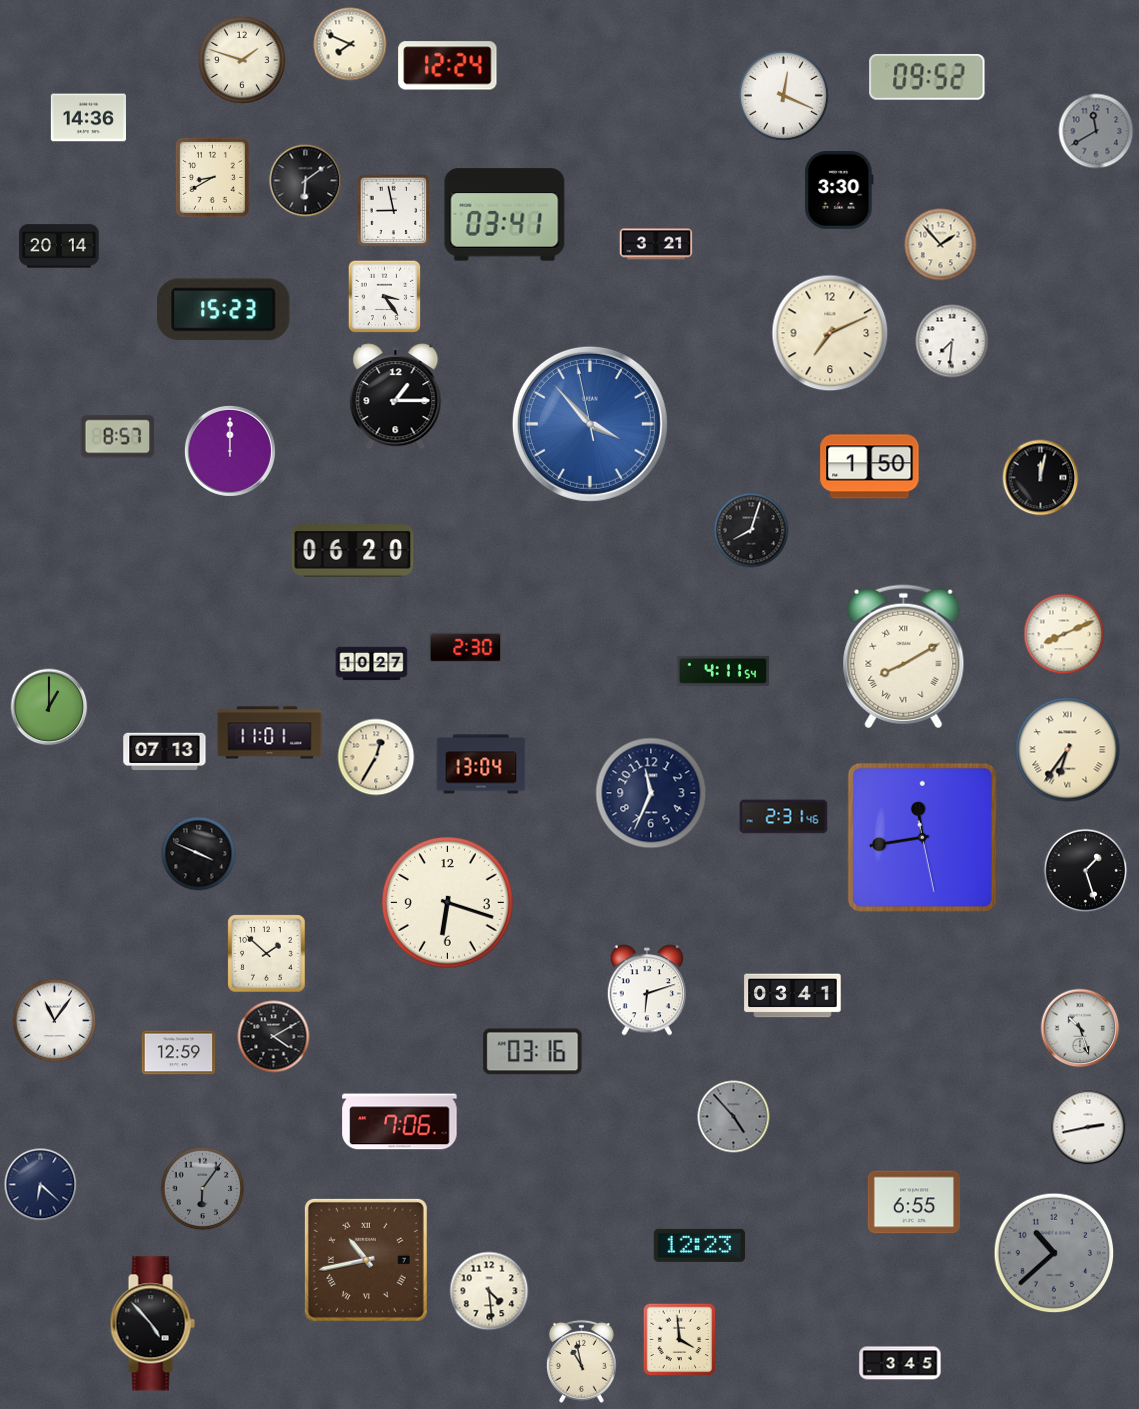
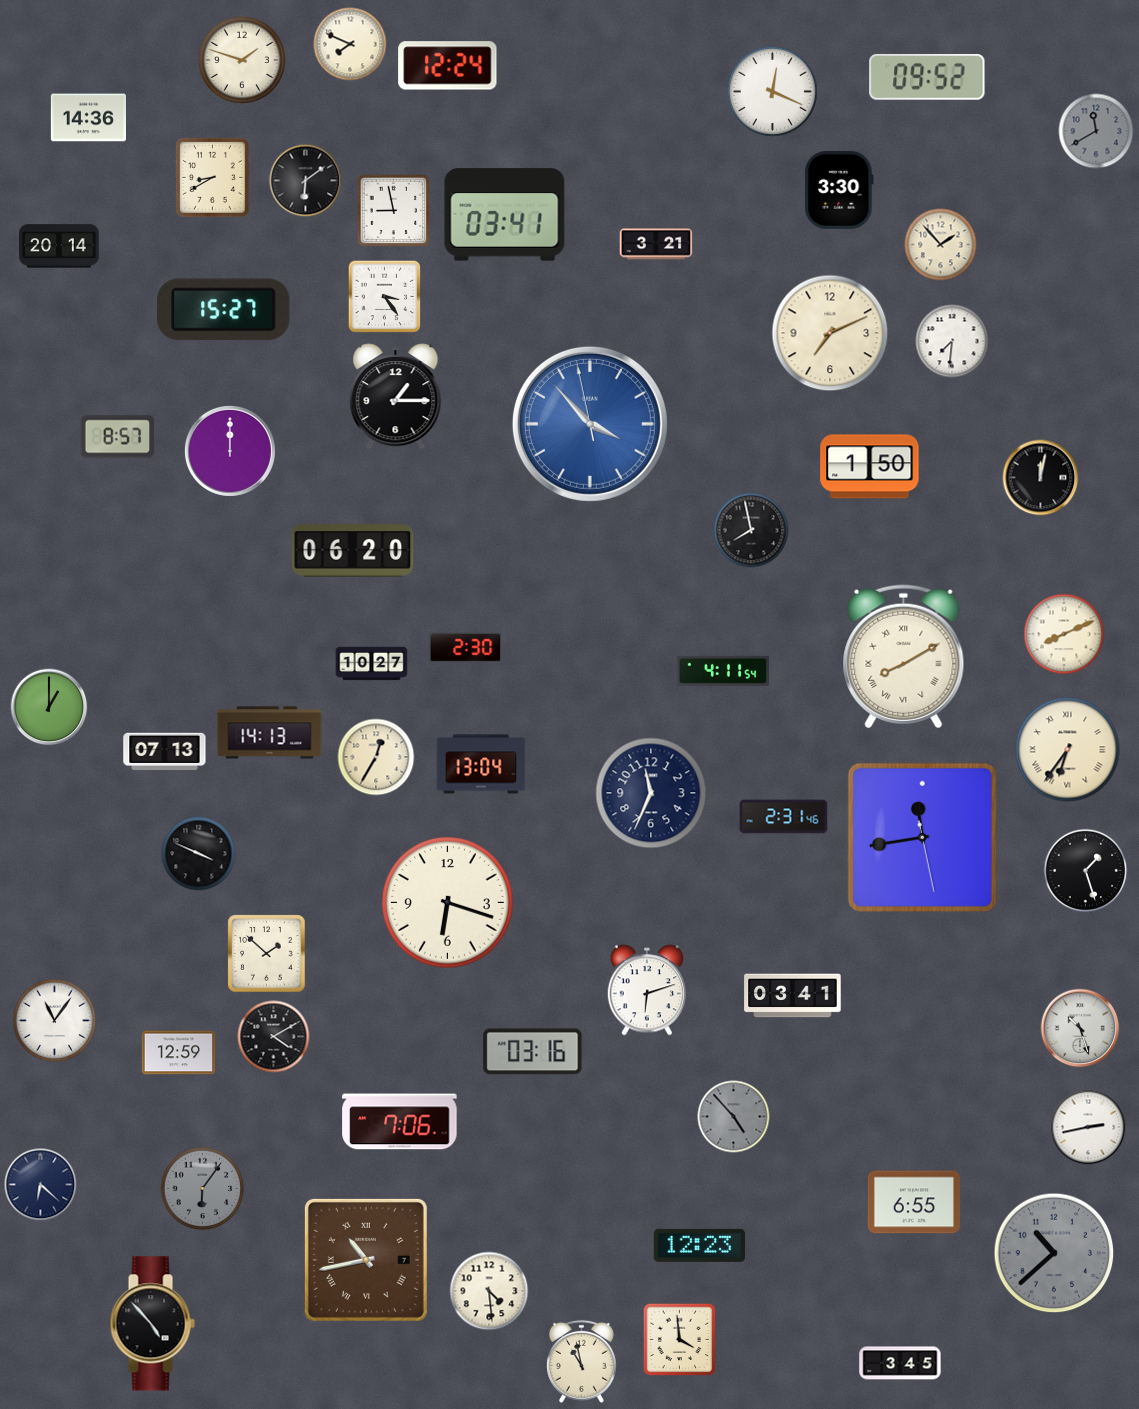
clock at (783, 95) position: (783, 95) -> (772, 91)
clock at (224, 310): 15:23 -> 15:27
clock at (751, 530): 8:03 -> 7:58
clock at (270, 733): 11:01 -> 14:13
